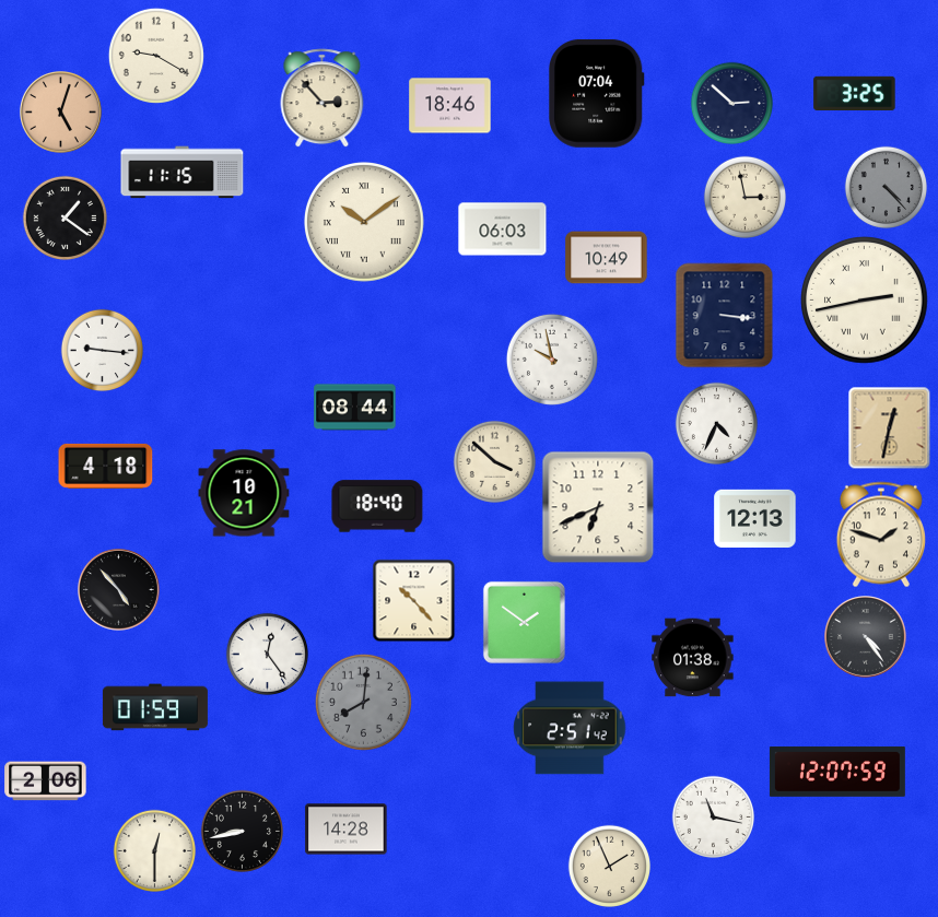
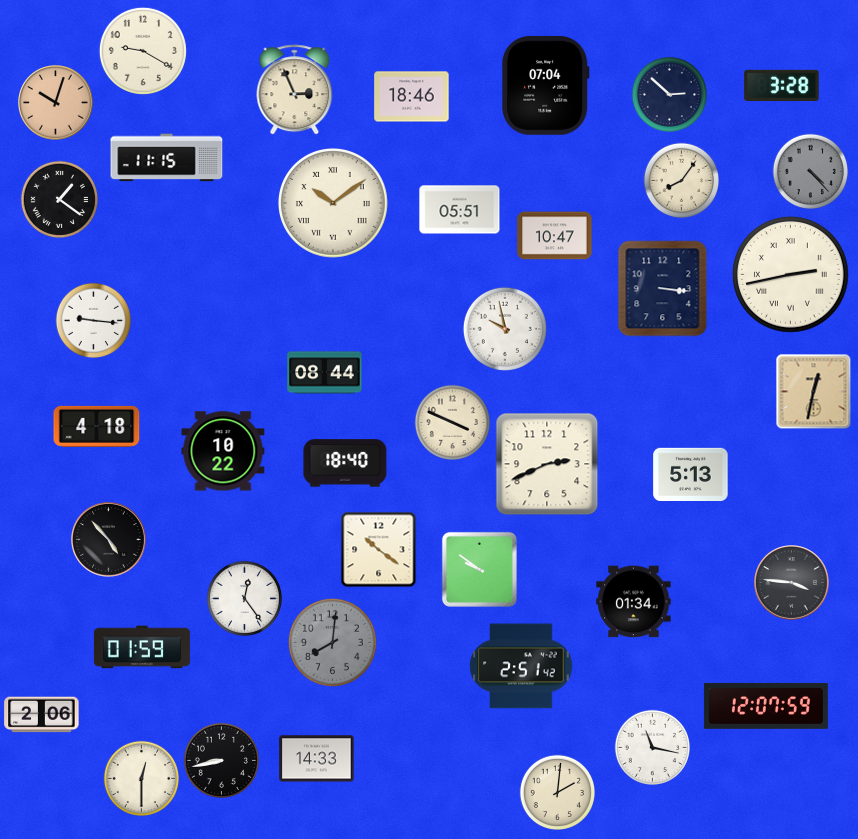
clock at (855, 93): 3:25 -> 3:28
clock at (323, 98): 2:53 -> 2:56
clock at (61, 113): 5:03 -> 10:03
clock at (744, 197): 2:58 -> 8:06
clock at (503, 230): 06:03 -> 05:51
clock at (607, 258): 10:49 -> 10:47
clock at (716, 423): 4:34 -> none
clock at (494, 461): 3:52 -> 3:49
clock at (244, 493): 10:21 -> 10:22
clock at (598, 507): 6:41 -> 2:41
clock at (755, 518): 12:13 -> 5:13
clock at (881, 534): 1:48 -> none
clock at (414, 601): 10:23 -> 10:21
clock at (524, 622): 1:51 -> 9:51
clock at (866, 637): 4:24 -> 3:46
clock at (693, 658): 01:38 -> 01:34
clock at (347, 830): 14:28 -> 14:33
clock at (609, 866): 1:56 -> 2:01
